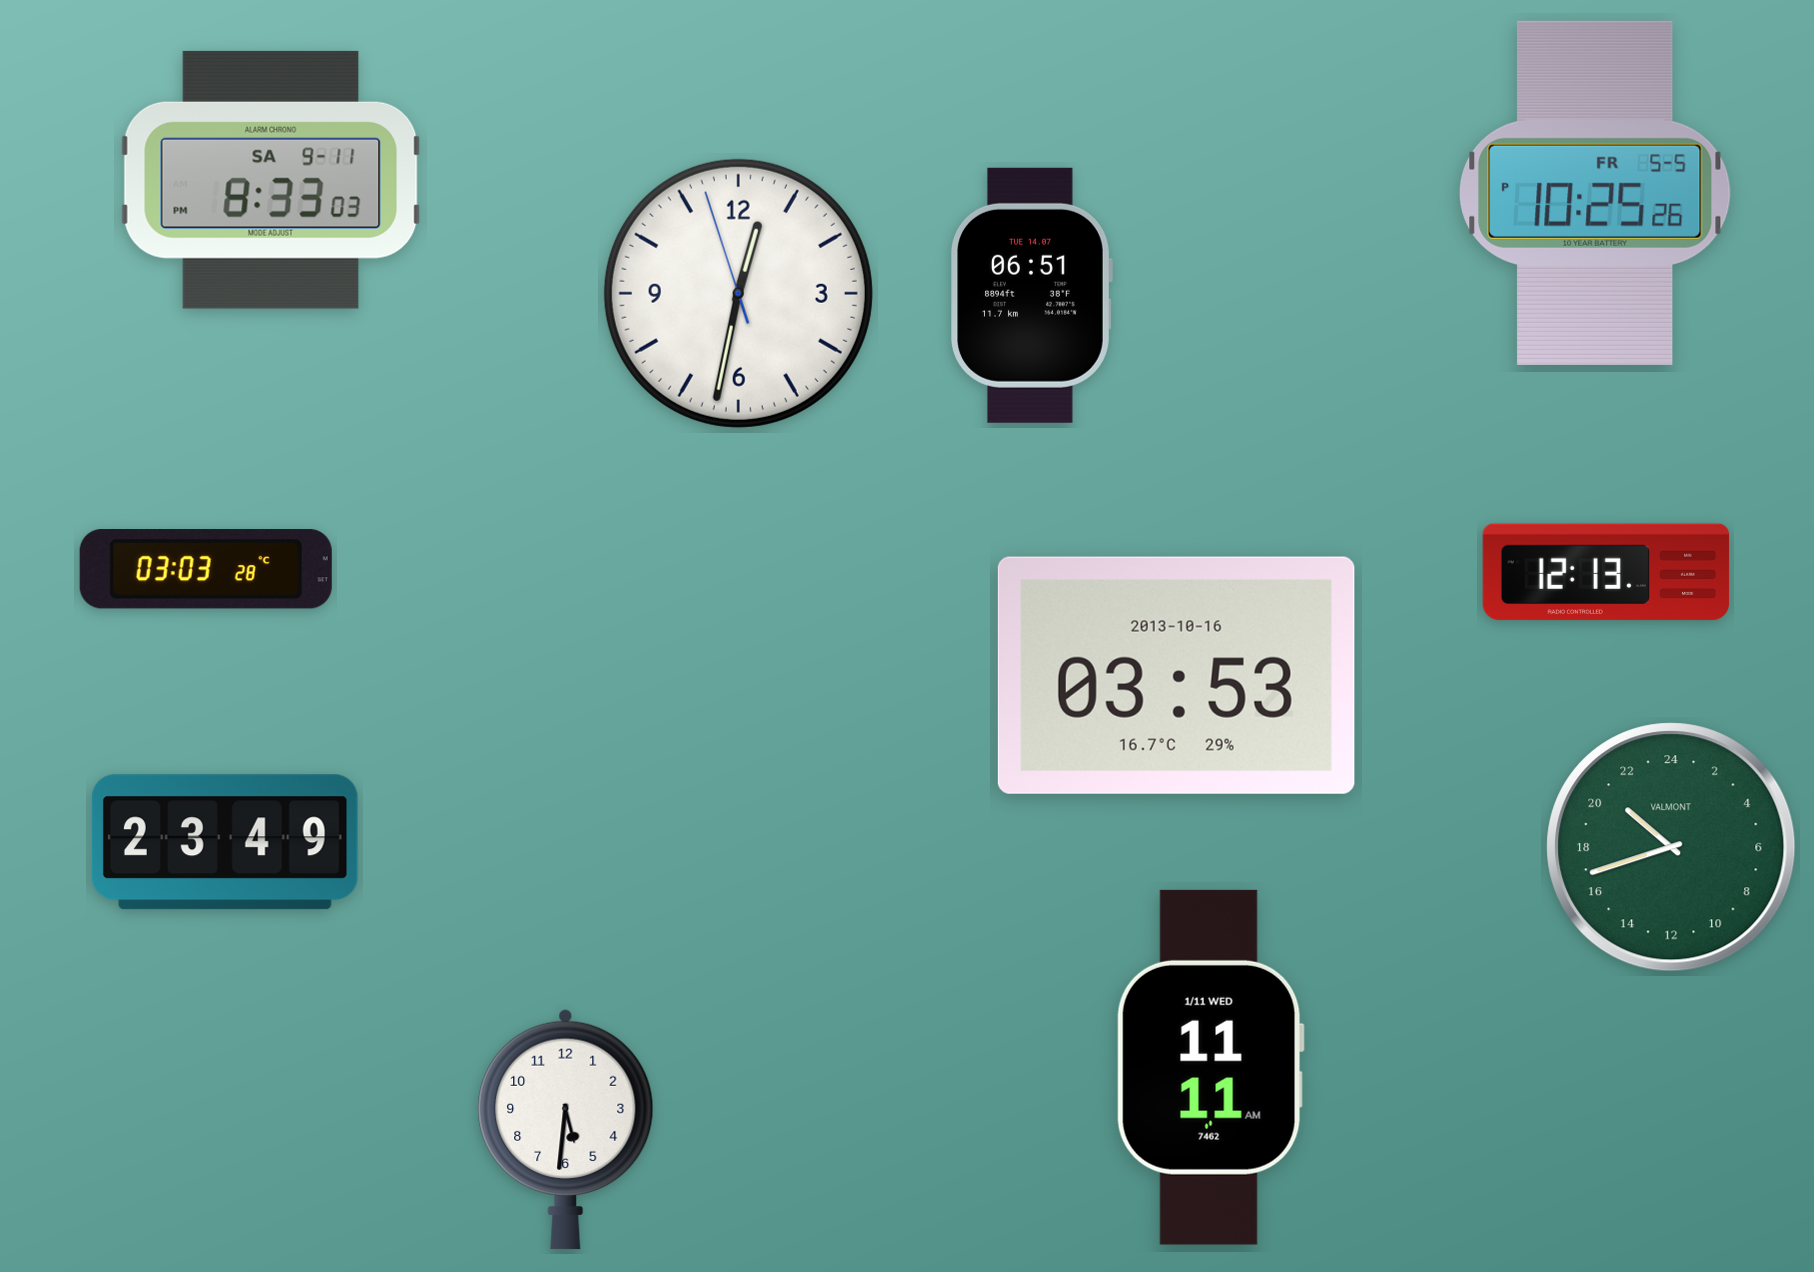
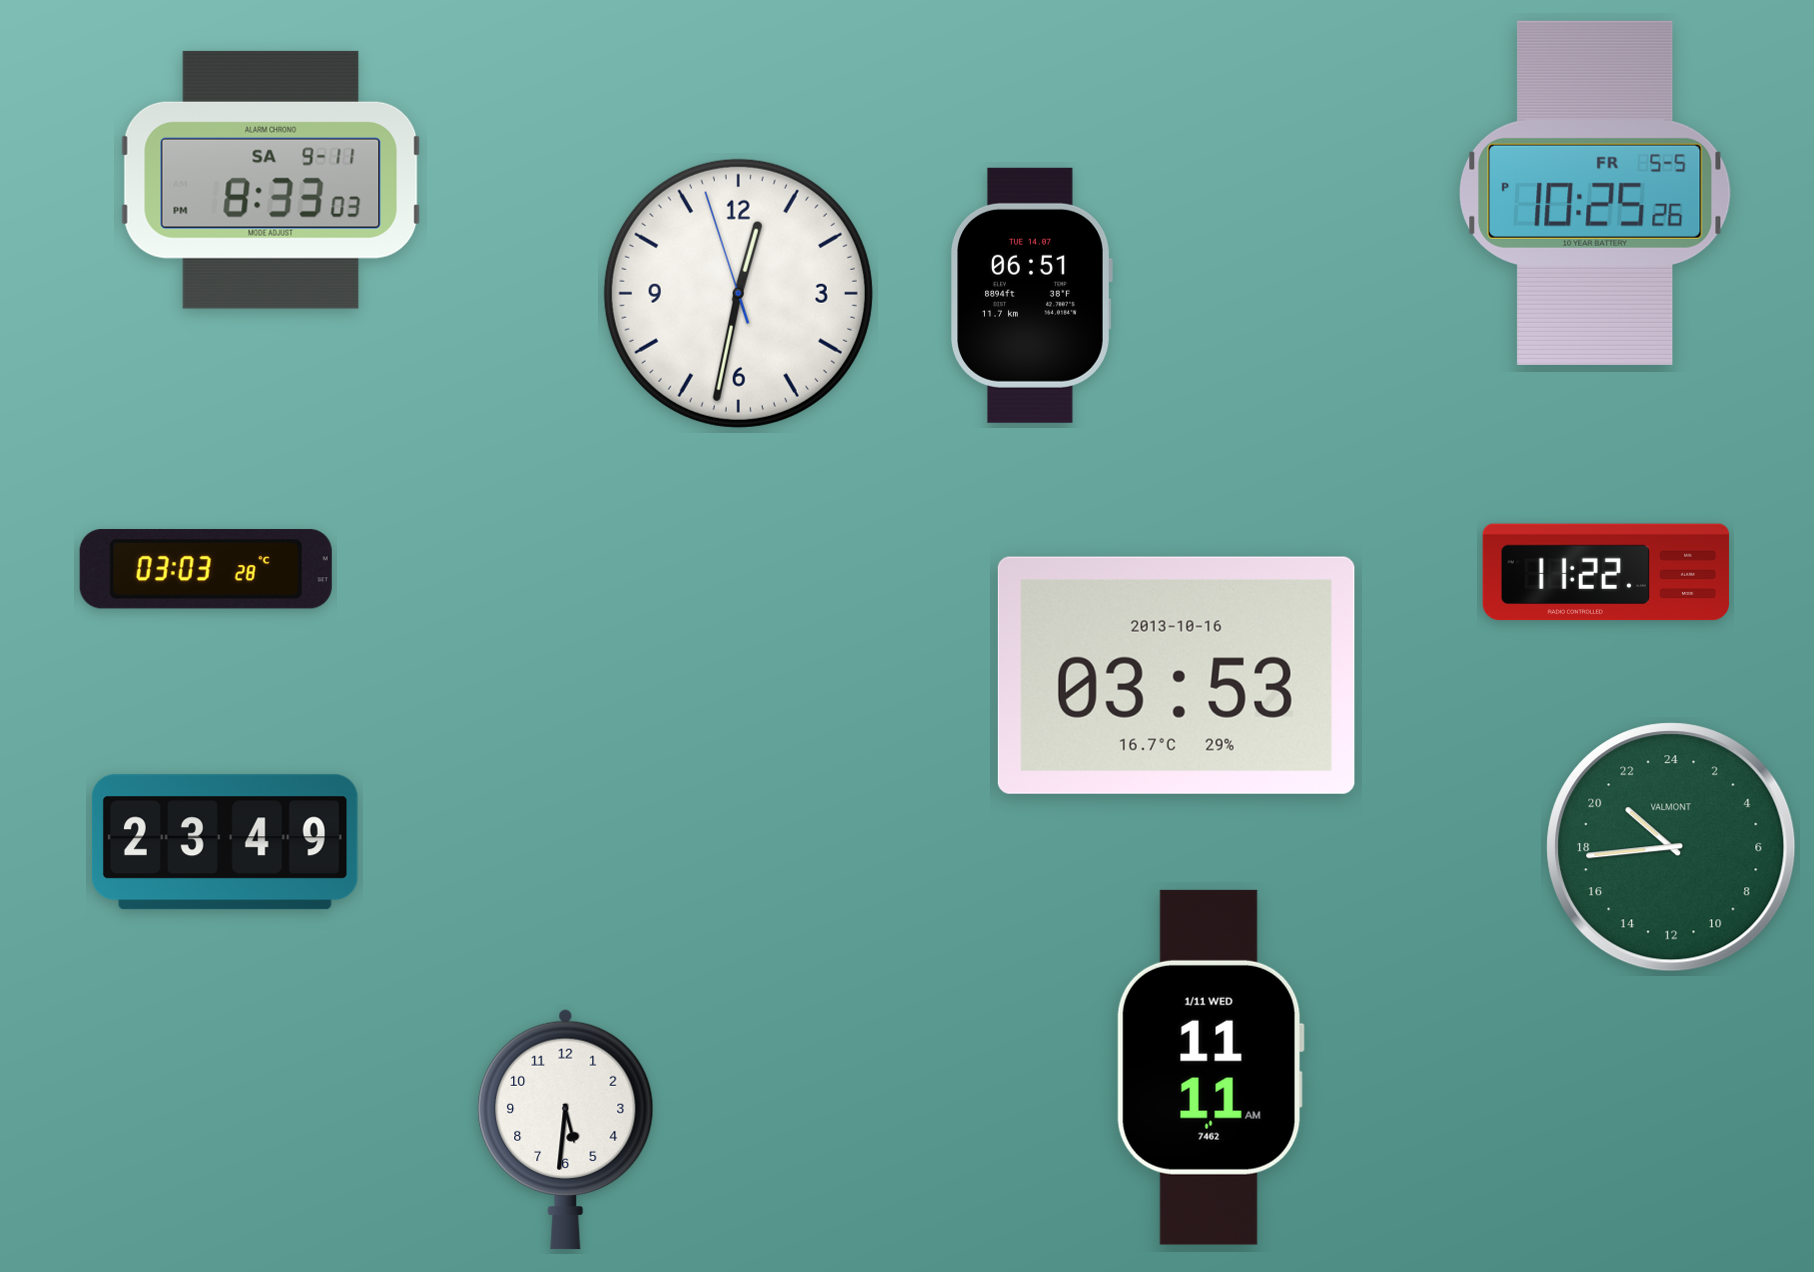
clock at (1606, 572): 12:13 -> 11:22
clock at (1671, 847): 20:42 -> 20:44
